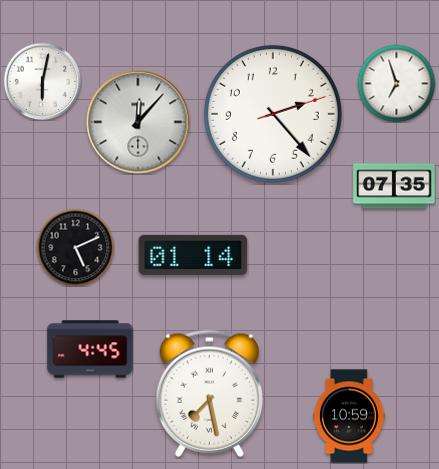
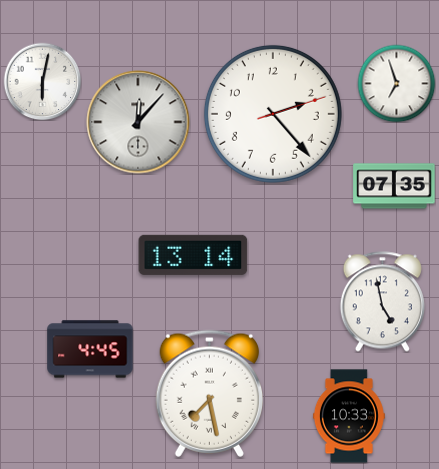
clock at (75, 247): 5:11 -> none
clock at (193, 255): 01:14 -> 13:14
clock at (382, 302): none -> 4:58
clock at (349, 416): 10:59 -> 10:33
